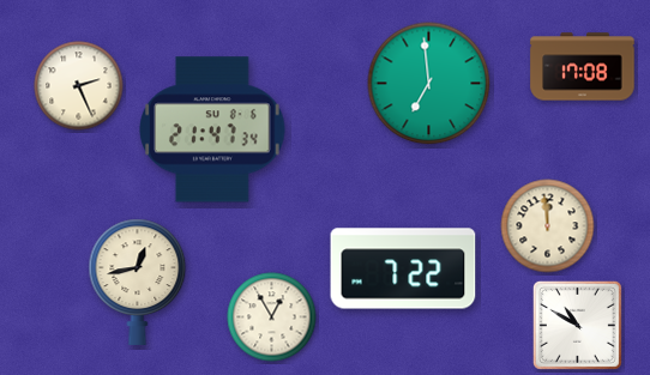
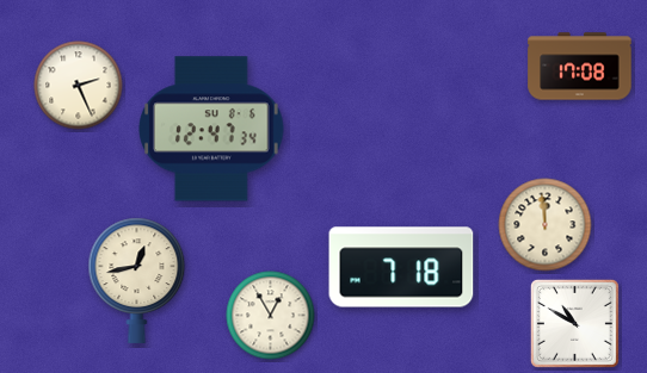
clock at (429, 84): 6:59 -> none
clock at (212, 129): 21:47 -> 12:47
clock at (403, 268): 7:22 -> 7:18
